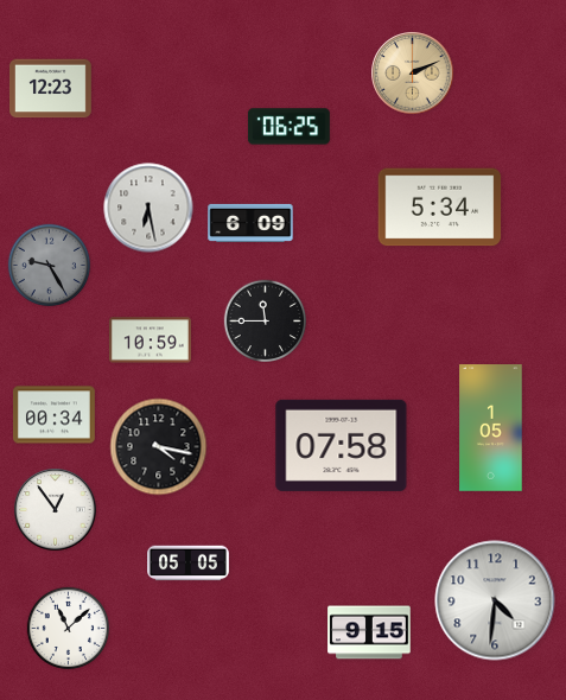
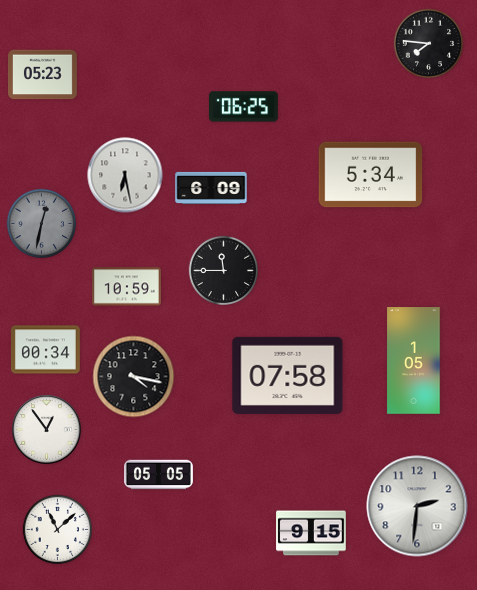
clock at (428, 43): none -> 7:46
clock at (413, 74): 2:11 -> none
clock at (51, 89): 12:23 -> 05:23
clock at (49, 265): 9:25 -> 12:32
clock at (495, 600): 4:31 -> 2:31
